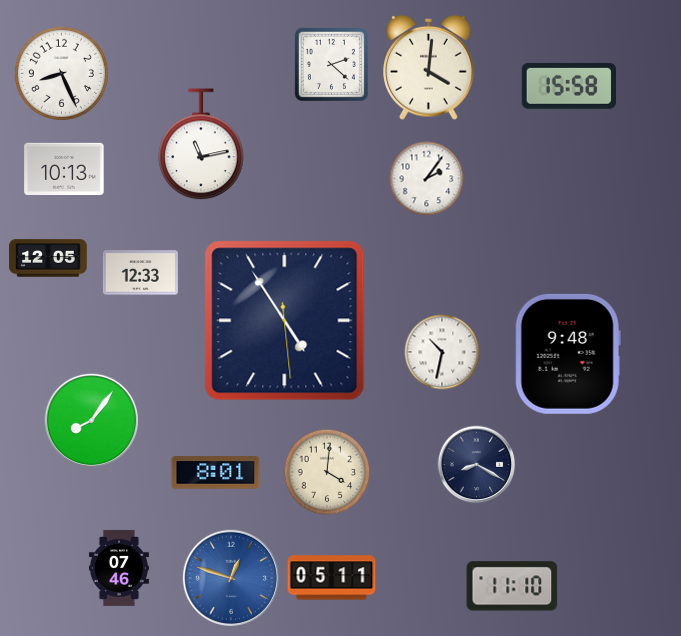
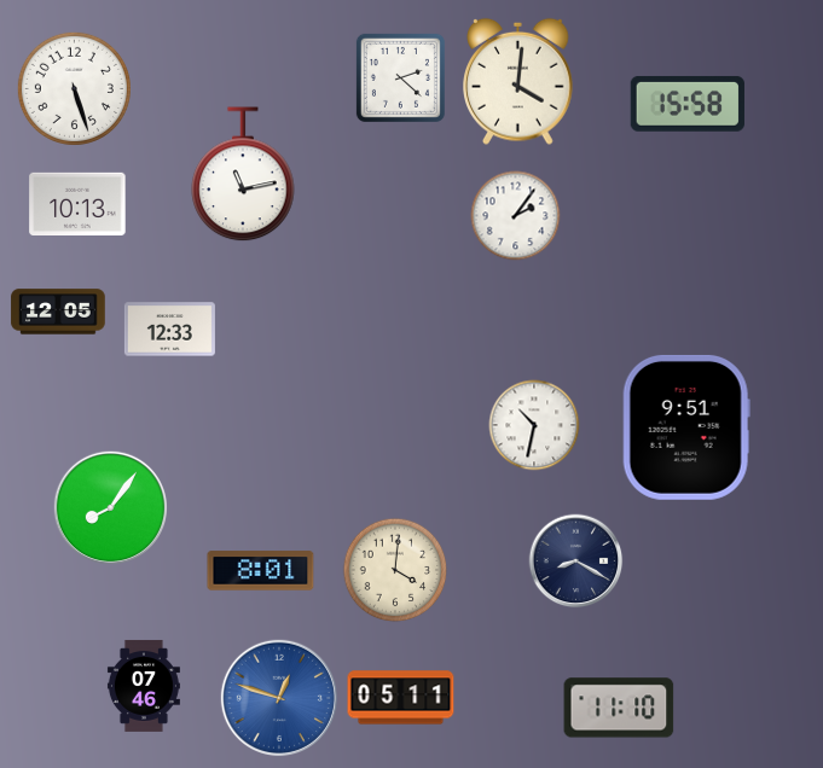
clock at (61, 73): 8:26 -> 5:27
clock at (285, 321): 4:54 -> none
clock at (568, 354): 9:48 -> 9:51
